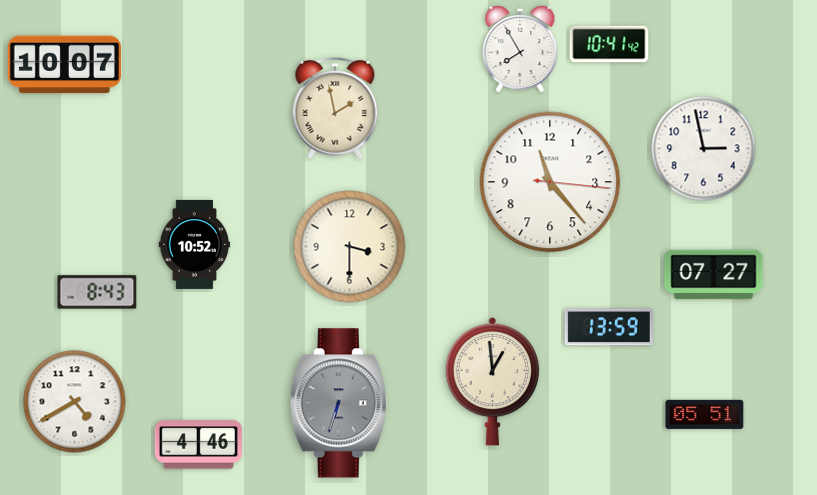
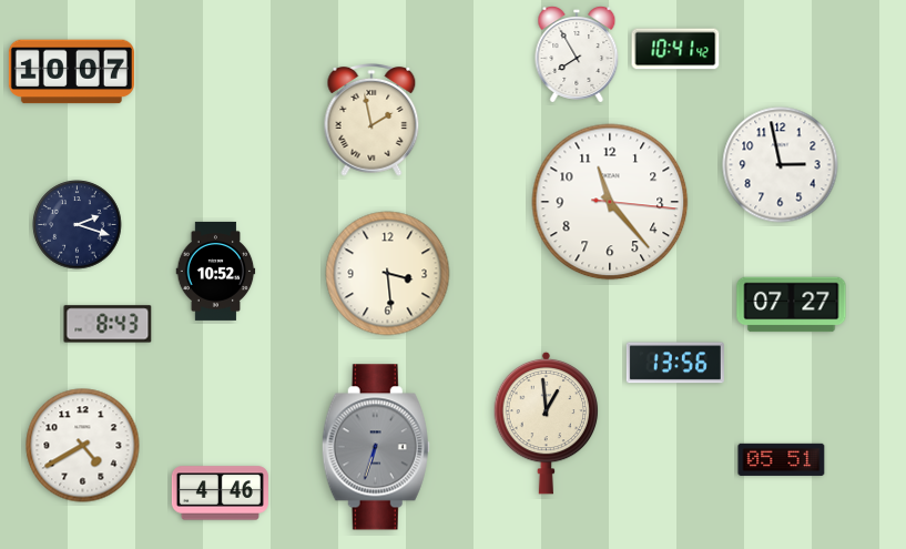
clock at (78, 225): none -> 2:18
clock at (350, 247): 3:30 -> 3:29
clock at (609, 327): 13:59 -> 13:56
